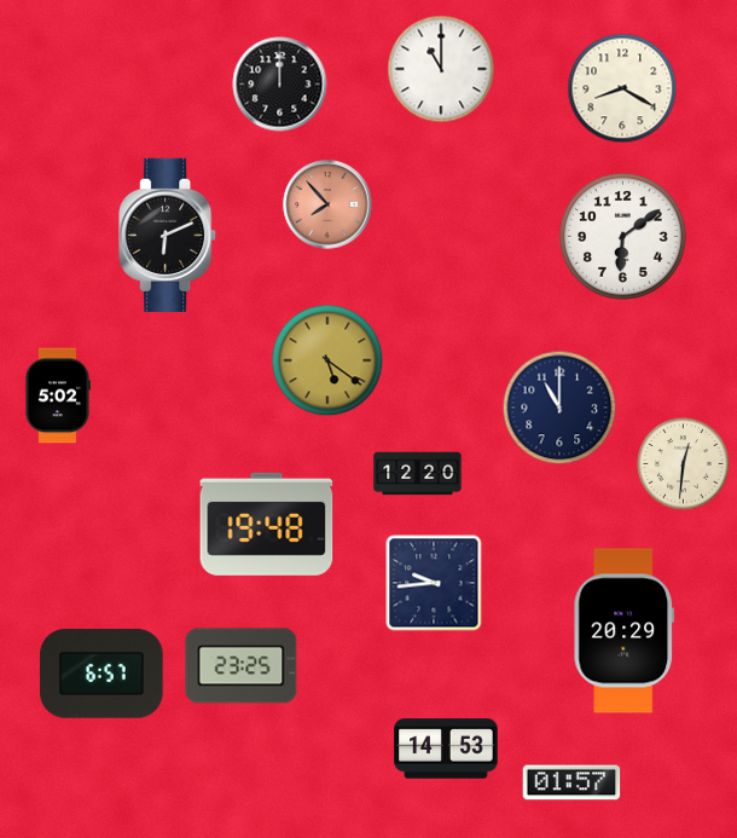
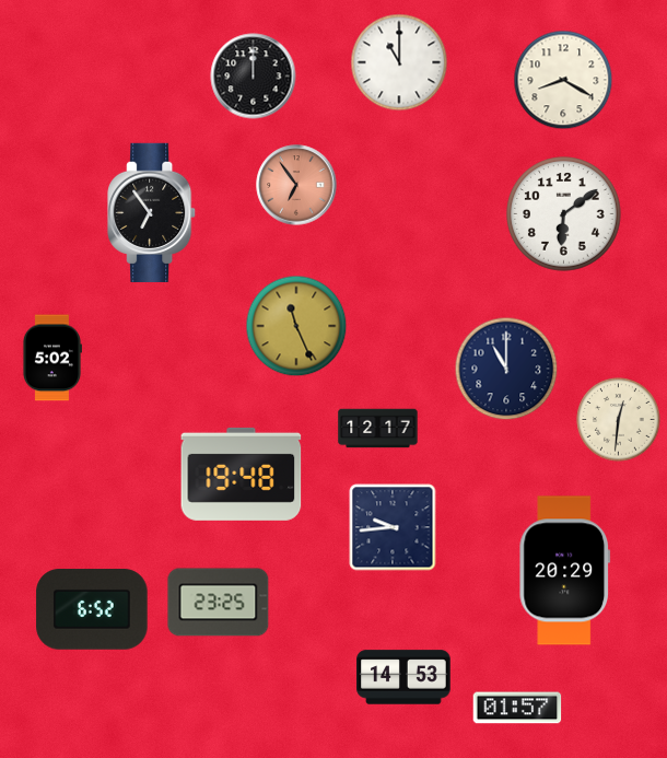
clock at (327, 204): 7:53 -> 6:54
clock at (168, 235): 6:11 -> 6:54
clock at (327, 360): 5:21 -> 11:26
clock at (418, 474): 12:20 -> 12:17
clock at (101, 674): 6:57 -> 6:52
